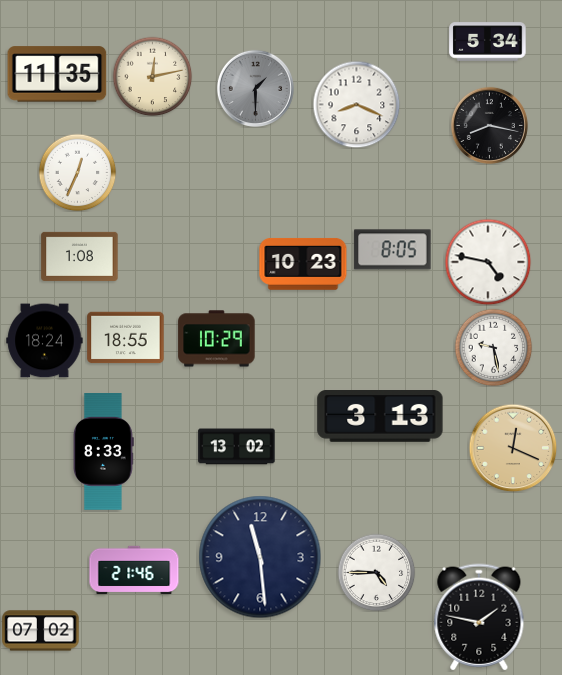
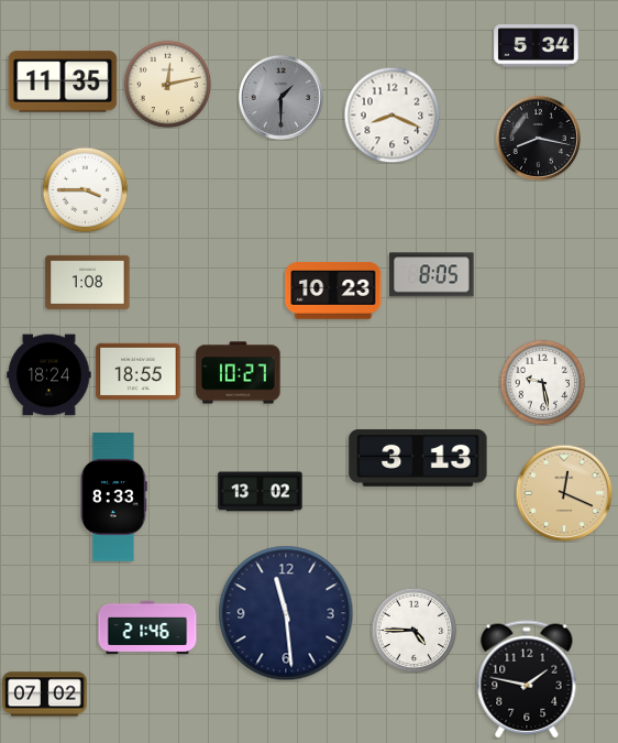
clock at (77, 172): 12:34 -> 3:45
clock at (488, 262): 4:47 -> none
clock at (217, 339): 10:29 -> 10:27
